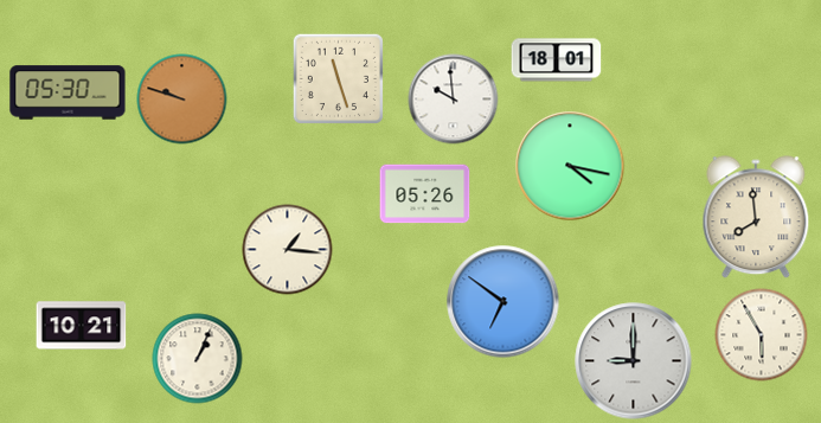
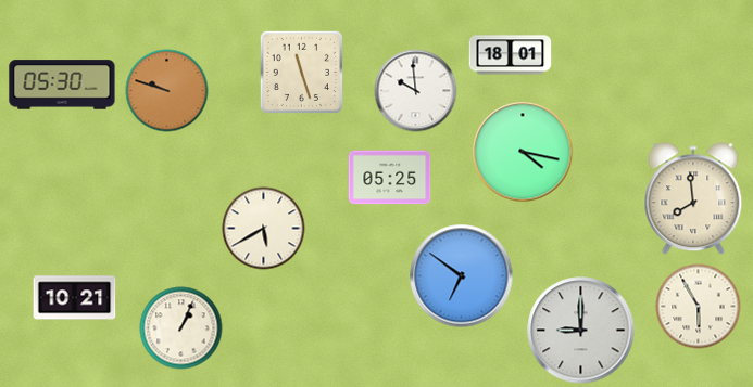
clock at (338, 78) position: (338, 78) -> (301, 72)
clock at (425, 194): 05:26 -> 05:25
clock at (288, 250): 1:16 -> 5:40
